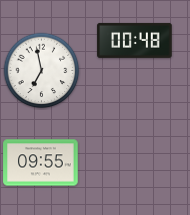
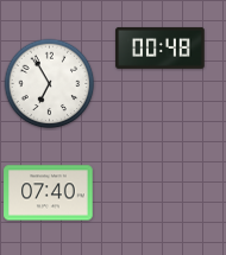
clock at (42, 71): 6:58 -> 6:55
clock at (41, 163): 09:55 -> 07:40
